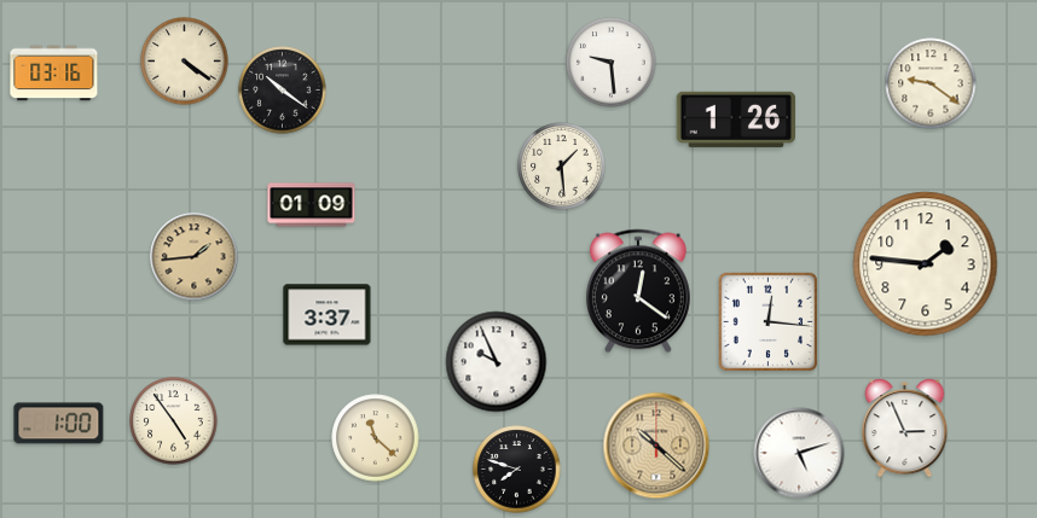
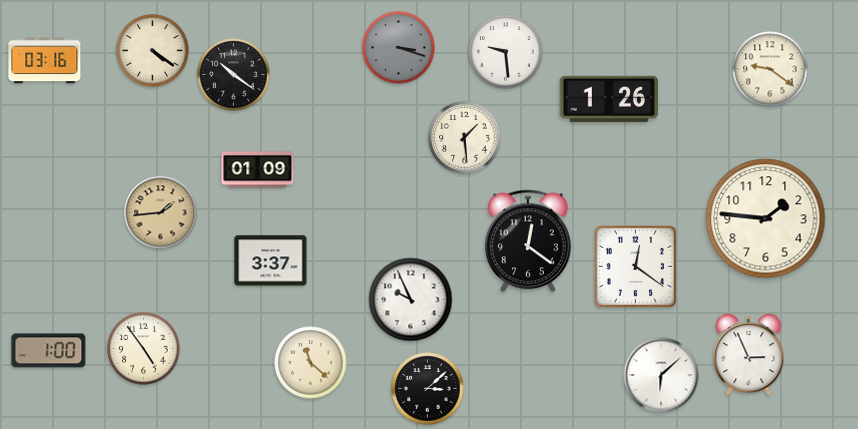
clock at (399, 48): none -> 3:18
clock at (769, 322): 12:16 -> 12:21
clock at (656, 446): 10:22 -> none
clock at (799, 453): 5:12 -> 6:08
clock at (517, 470): 7:48 -> 3:08
